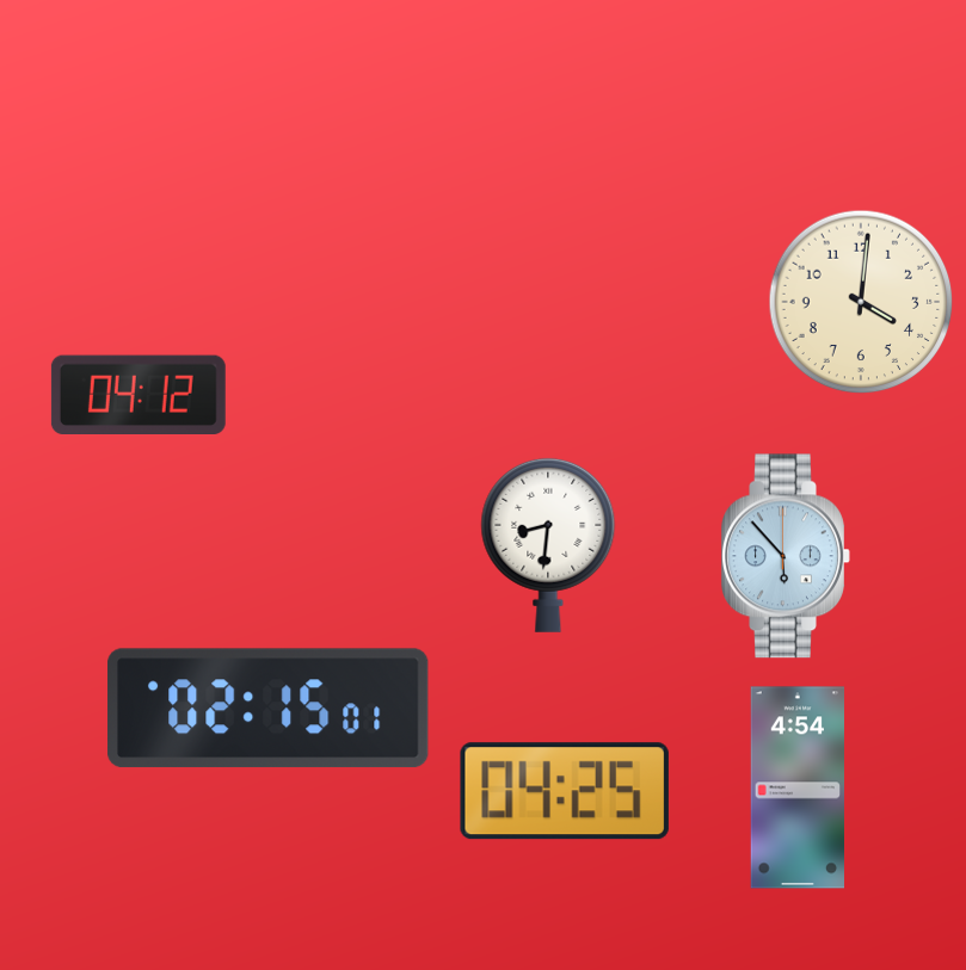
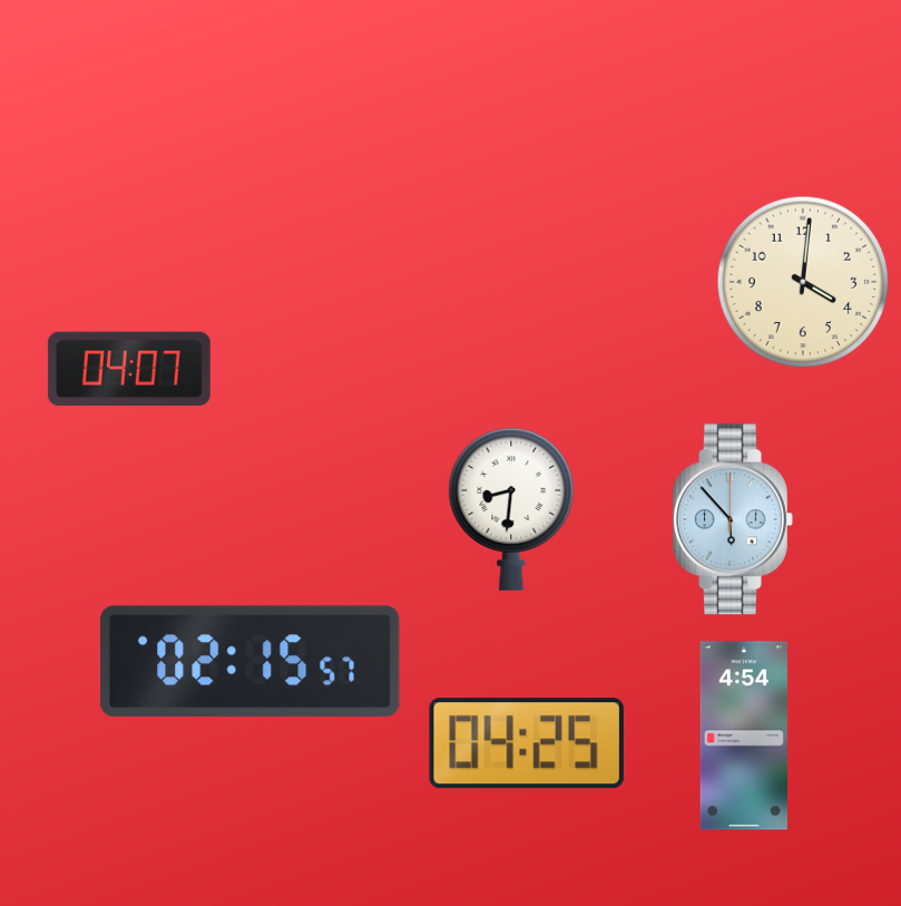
clock at (139, 394): 04:12 -> 04:07
clock at (269, 709): 02:15:01 -> 02:15:57
clock at (565, 791) position: (565, 791) -> (527, 743)
